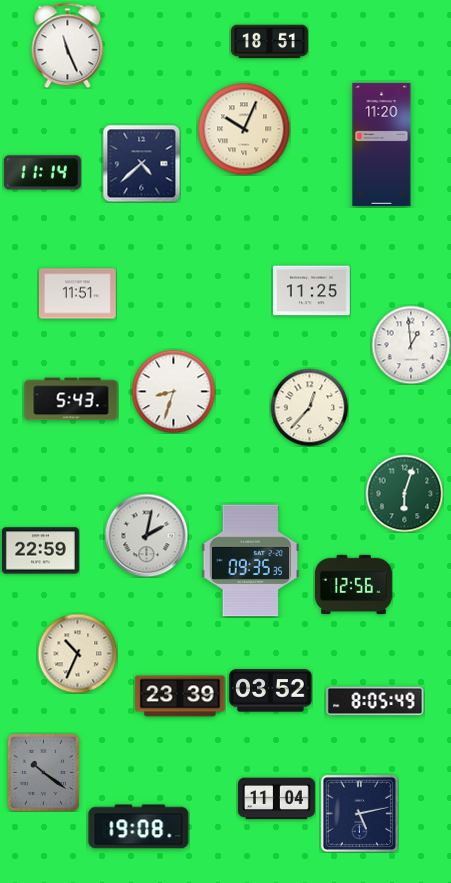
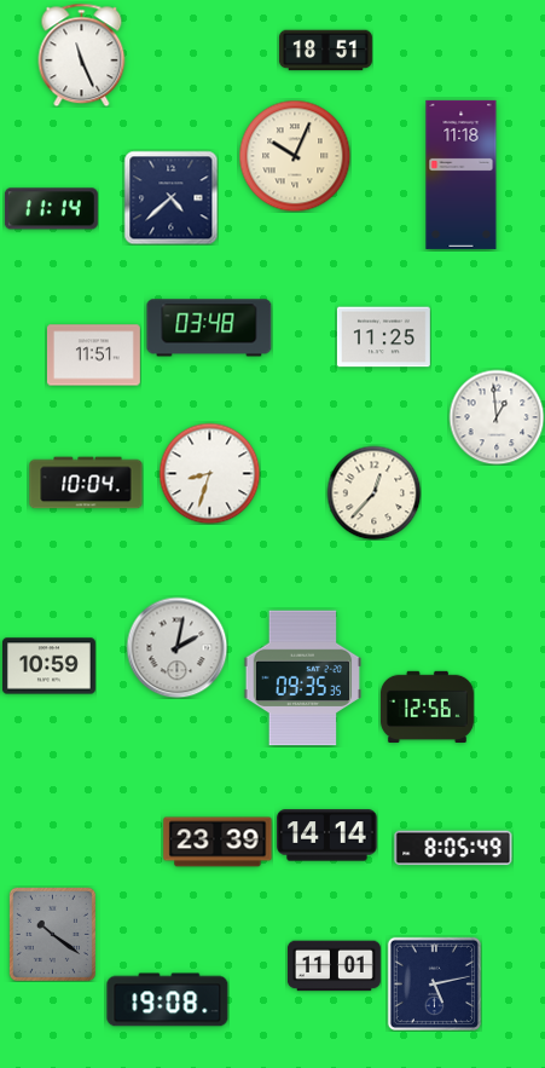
clock at (382, 144): 11:20 -> 11:18
clock at (209, 328): none -> 03:48
clock at (311, 291) position: (311, 291) -> (383, 337)
clock at (71, 399): 5:43 -> 10:04
clock at (404, 493): 6:03 -> none
clock at (40, 551): 22:59 -> 10:59
clock at (77, 653): 10:34 -> none
clock at (271, 691): 03:52 -> 14:14
clock at (276, 799): 11:04 -> 11:01
